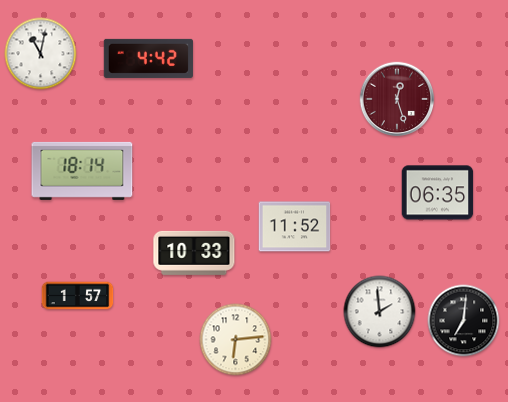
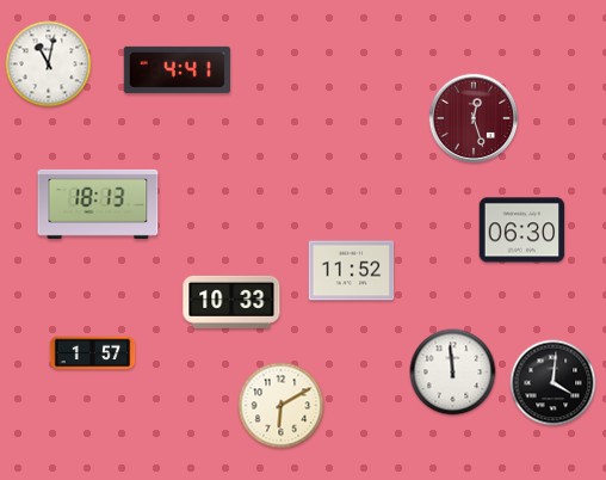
clock at (148, 58): 4:42 -> 4:41
clock at (82, 171): 18:14 -> 18:13
clock at (438, 193): 06:35 -> 06:30
clock at (380, 312): 1:59 -> 11:59
clock at (464, 321): 7:01 -> 4:01
clock at (236, 340): 6:14 -> 6:10
